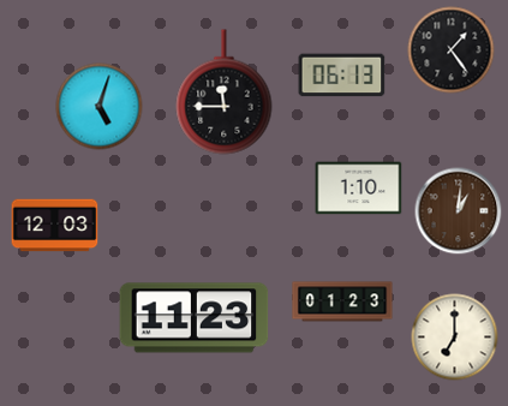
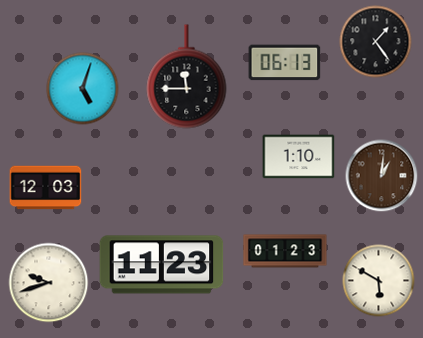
clock at (455, 338): 7:00 -> 5:50
clock at (49, 283): none -> 9:42
